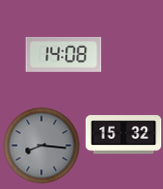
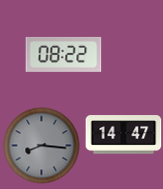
clock at (64, 54): 14:08 -> 08:22
clock at (124, 135): 15:32 -> 14:47
